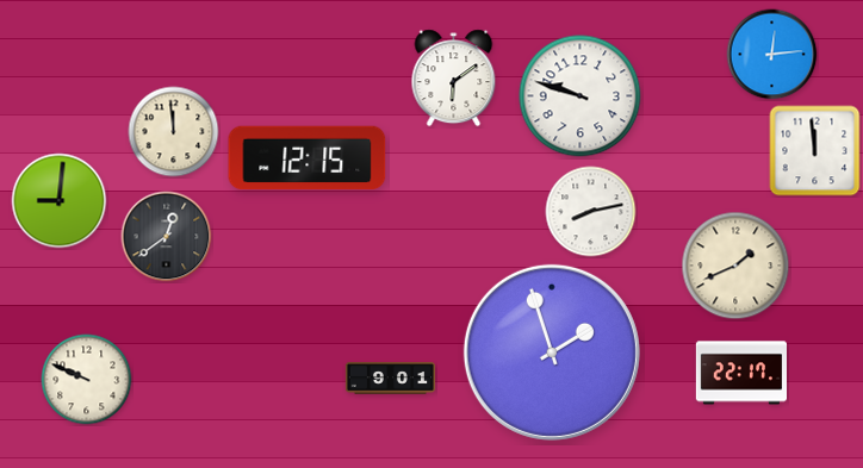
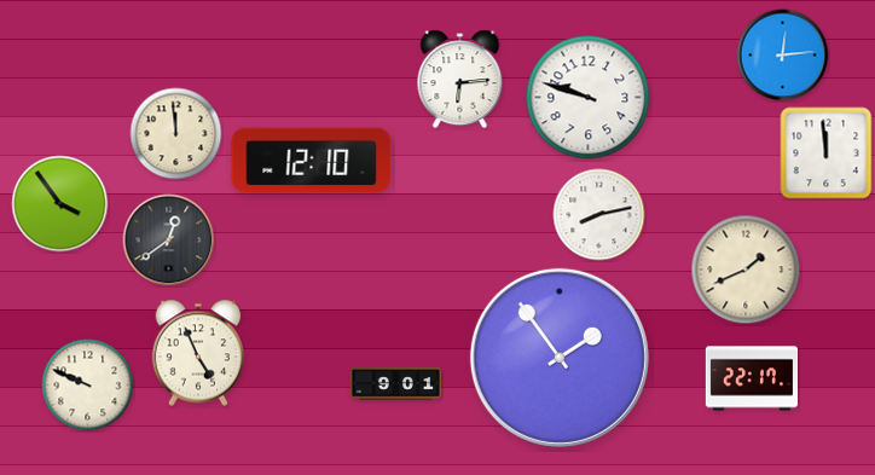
clock at (454, 79): 6:09 -> 6:14
clock at (308, 158): 12:15 -> 12:10
clock at (60, 201): 9:01 -> 3:54
clock at (198, 353): none -> 4:56
clock at (552, 352): 1:57 -> 1:54
